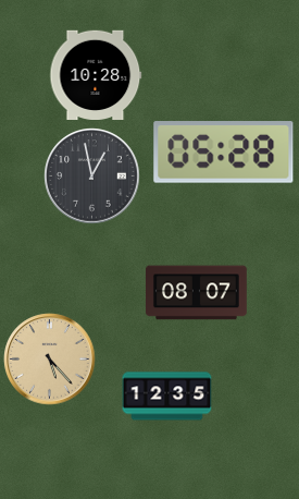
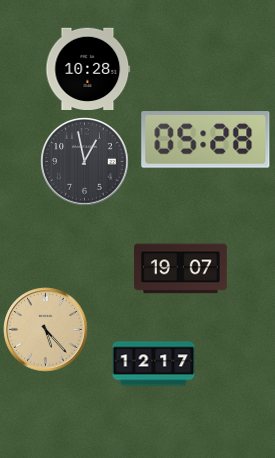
clock at (196, 293): 08:07 -> 19:07
clock at (167, 397): 12:35 -> 12:17
